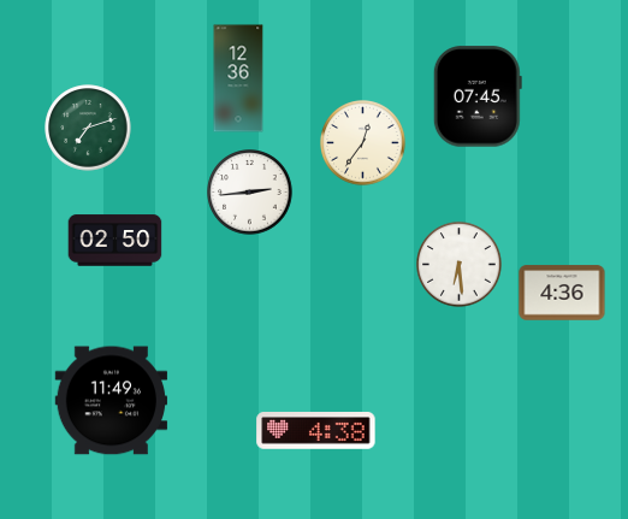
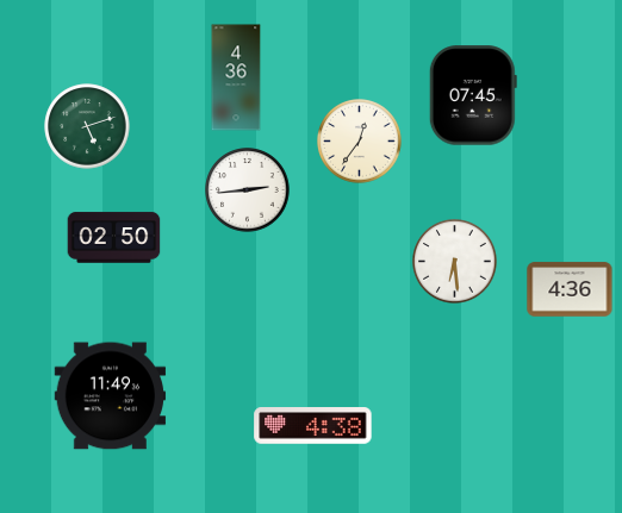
clock at (238, 78): 12:36 -> 4:36
clock at (88, 128): 7:12 -> 5:12
clock at (562, 293) position: (562, 293) -> (570, 289)
